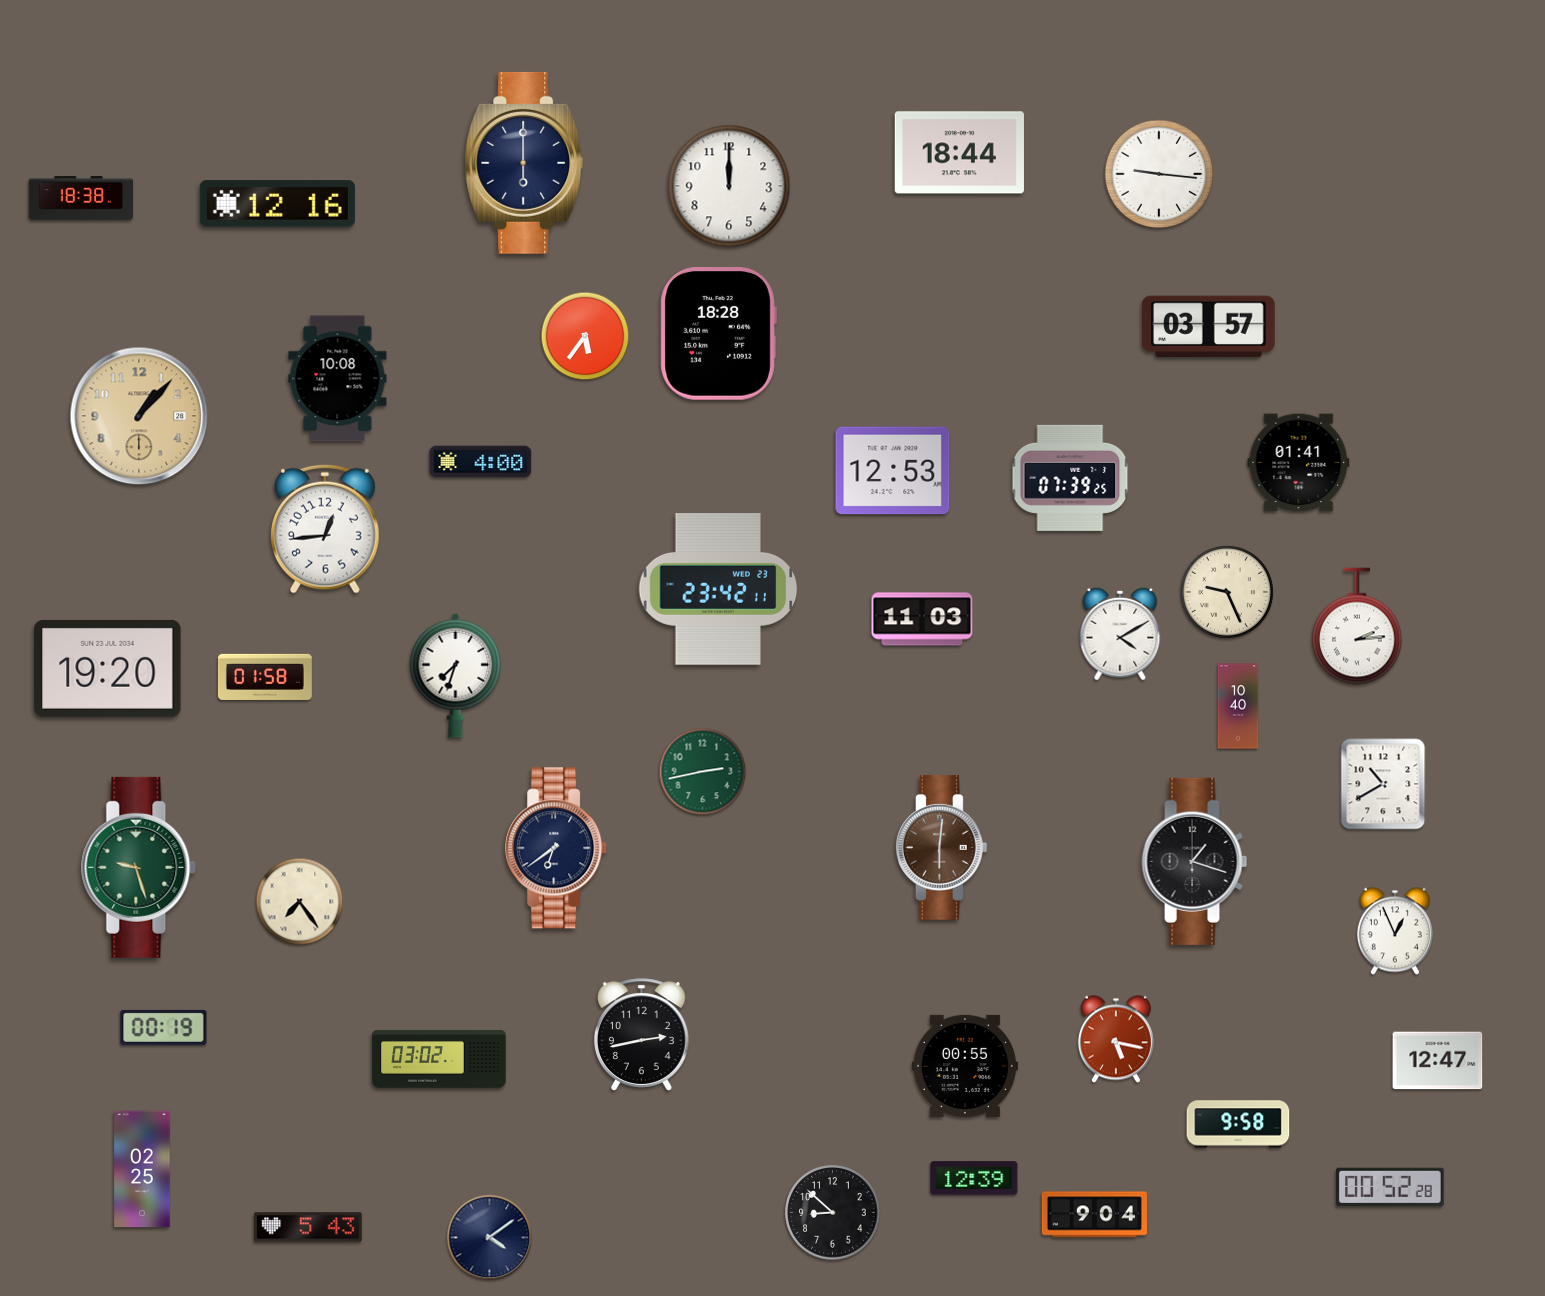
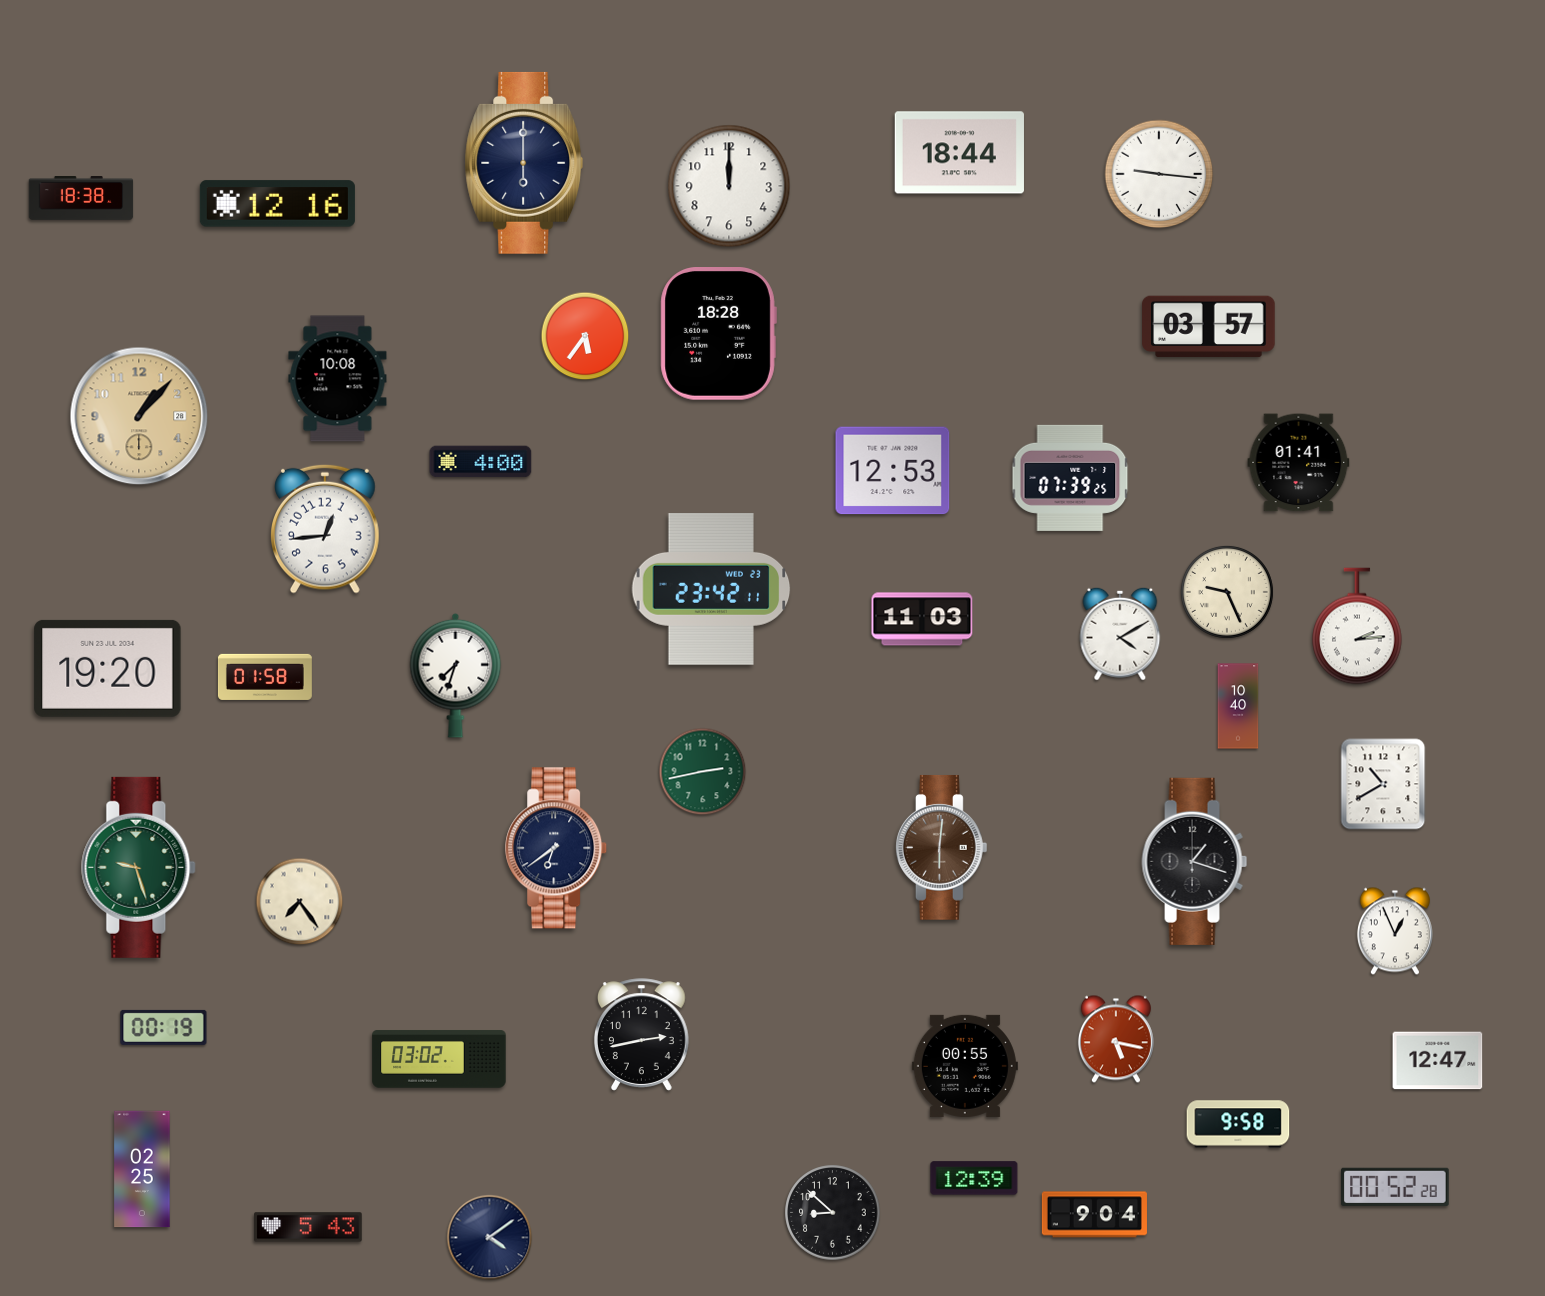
clock at (718, 590) position: (718, 590) -> (711, 590)
clock at (1390, 1186) position: (1390, 1186) -> (1395, 1186)
